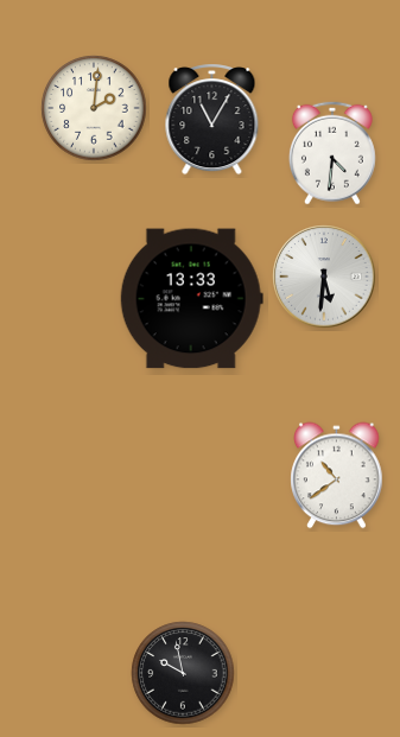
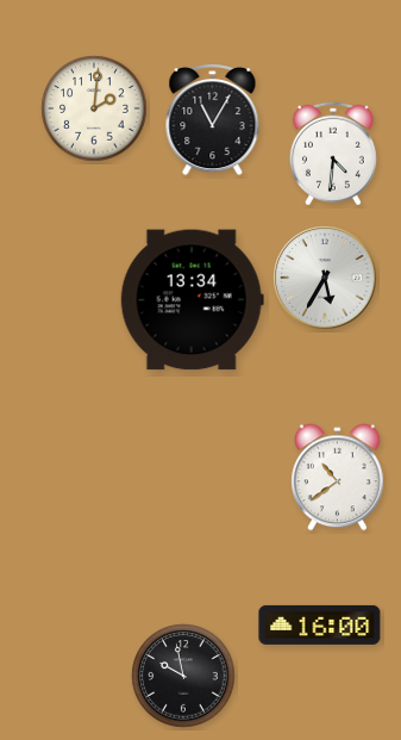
clock at (324, 277): 5:31 -> 5:35
clock at (191, 299): 13:33 -> 13:34
clock at (320, 624): none -> 16:00
